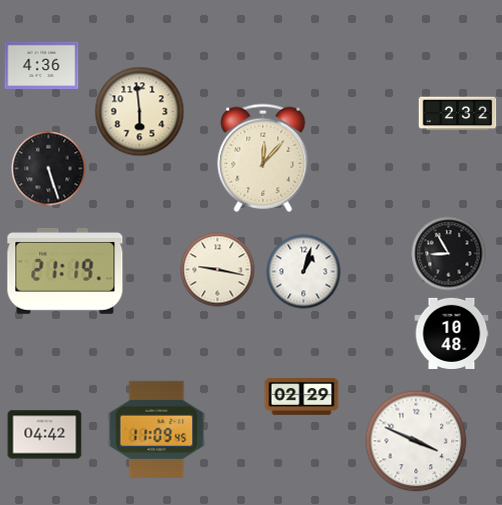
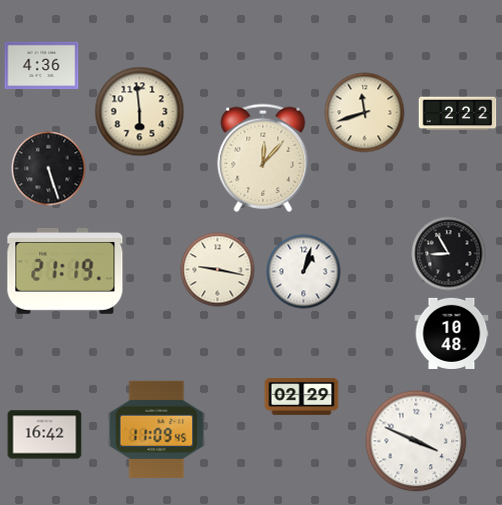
clock at (365, 113): none -> 11:42
clock at (458, 114): 2:32 -> 2:22
clock at (45, 435): 04:42 -> 16:42
